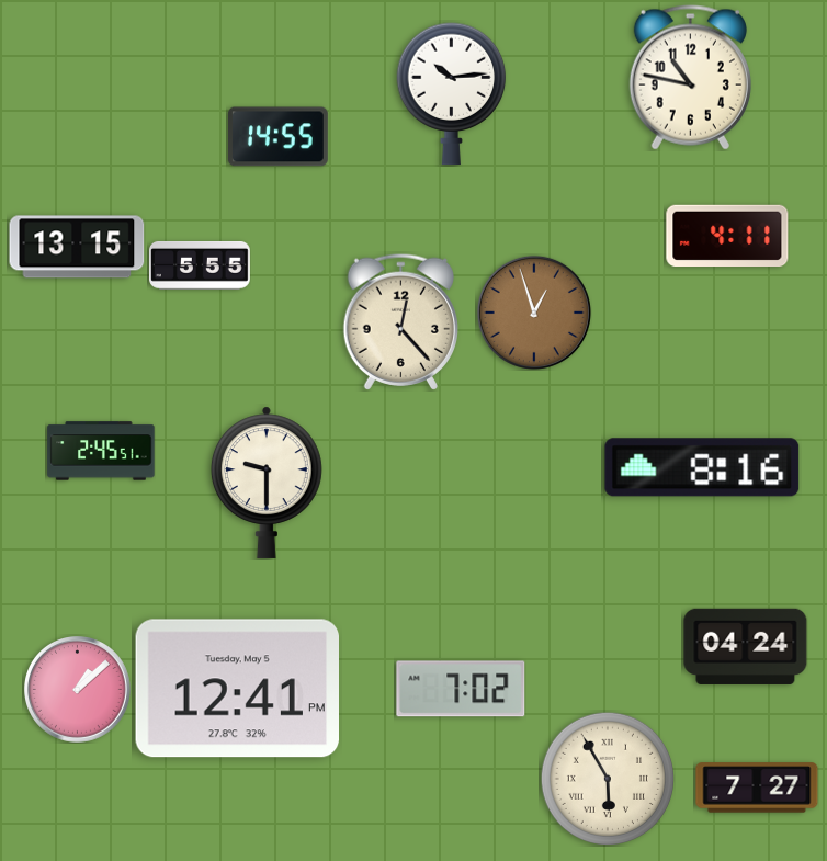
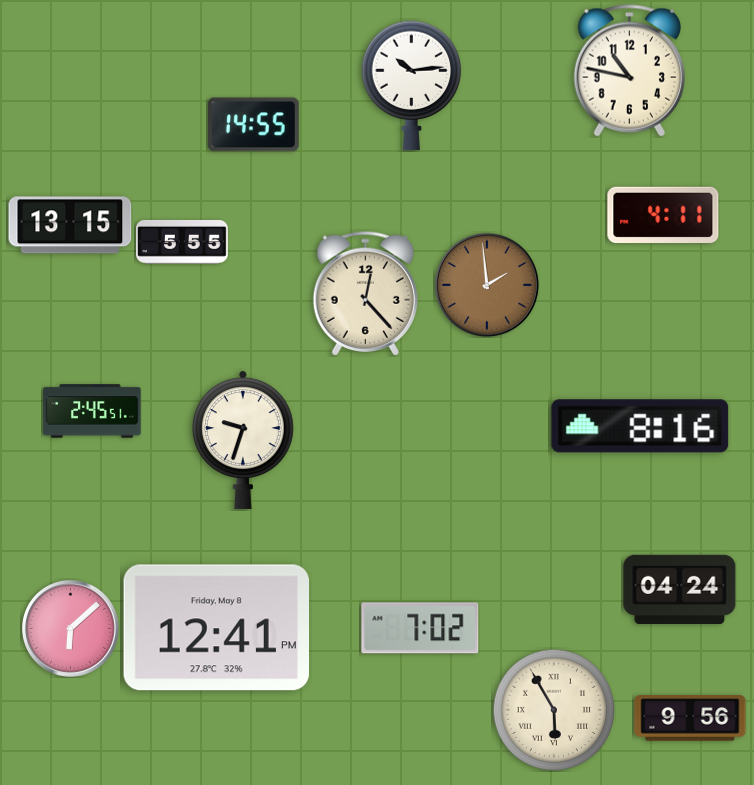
clock at (534, 313): 12:57 -> 1:59
clock at (267, 483): 9:30 -> 9:33
clock at (238, 689) date: Tuesday, May 5 -> Friday, May 8
clock at (78, 690): 1:08 -> 6:08
clock at (757, 788): 7:27 -> 9:56
